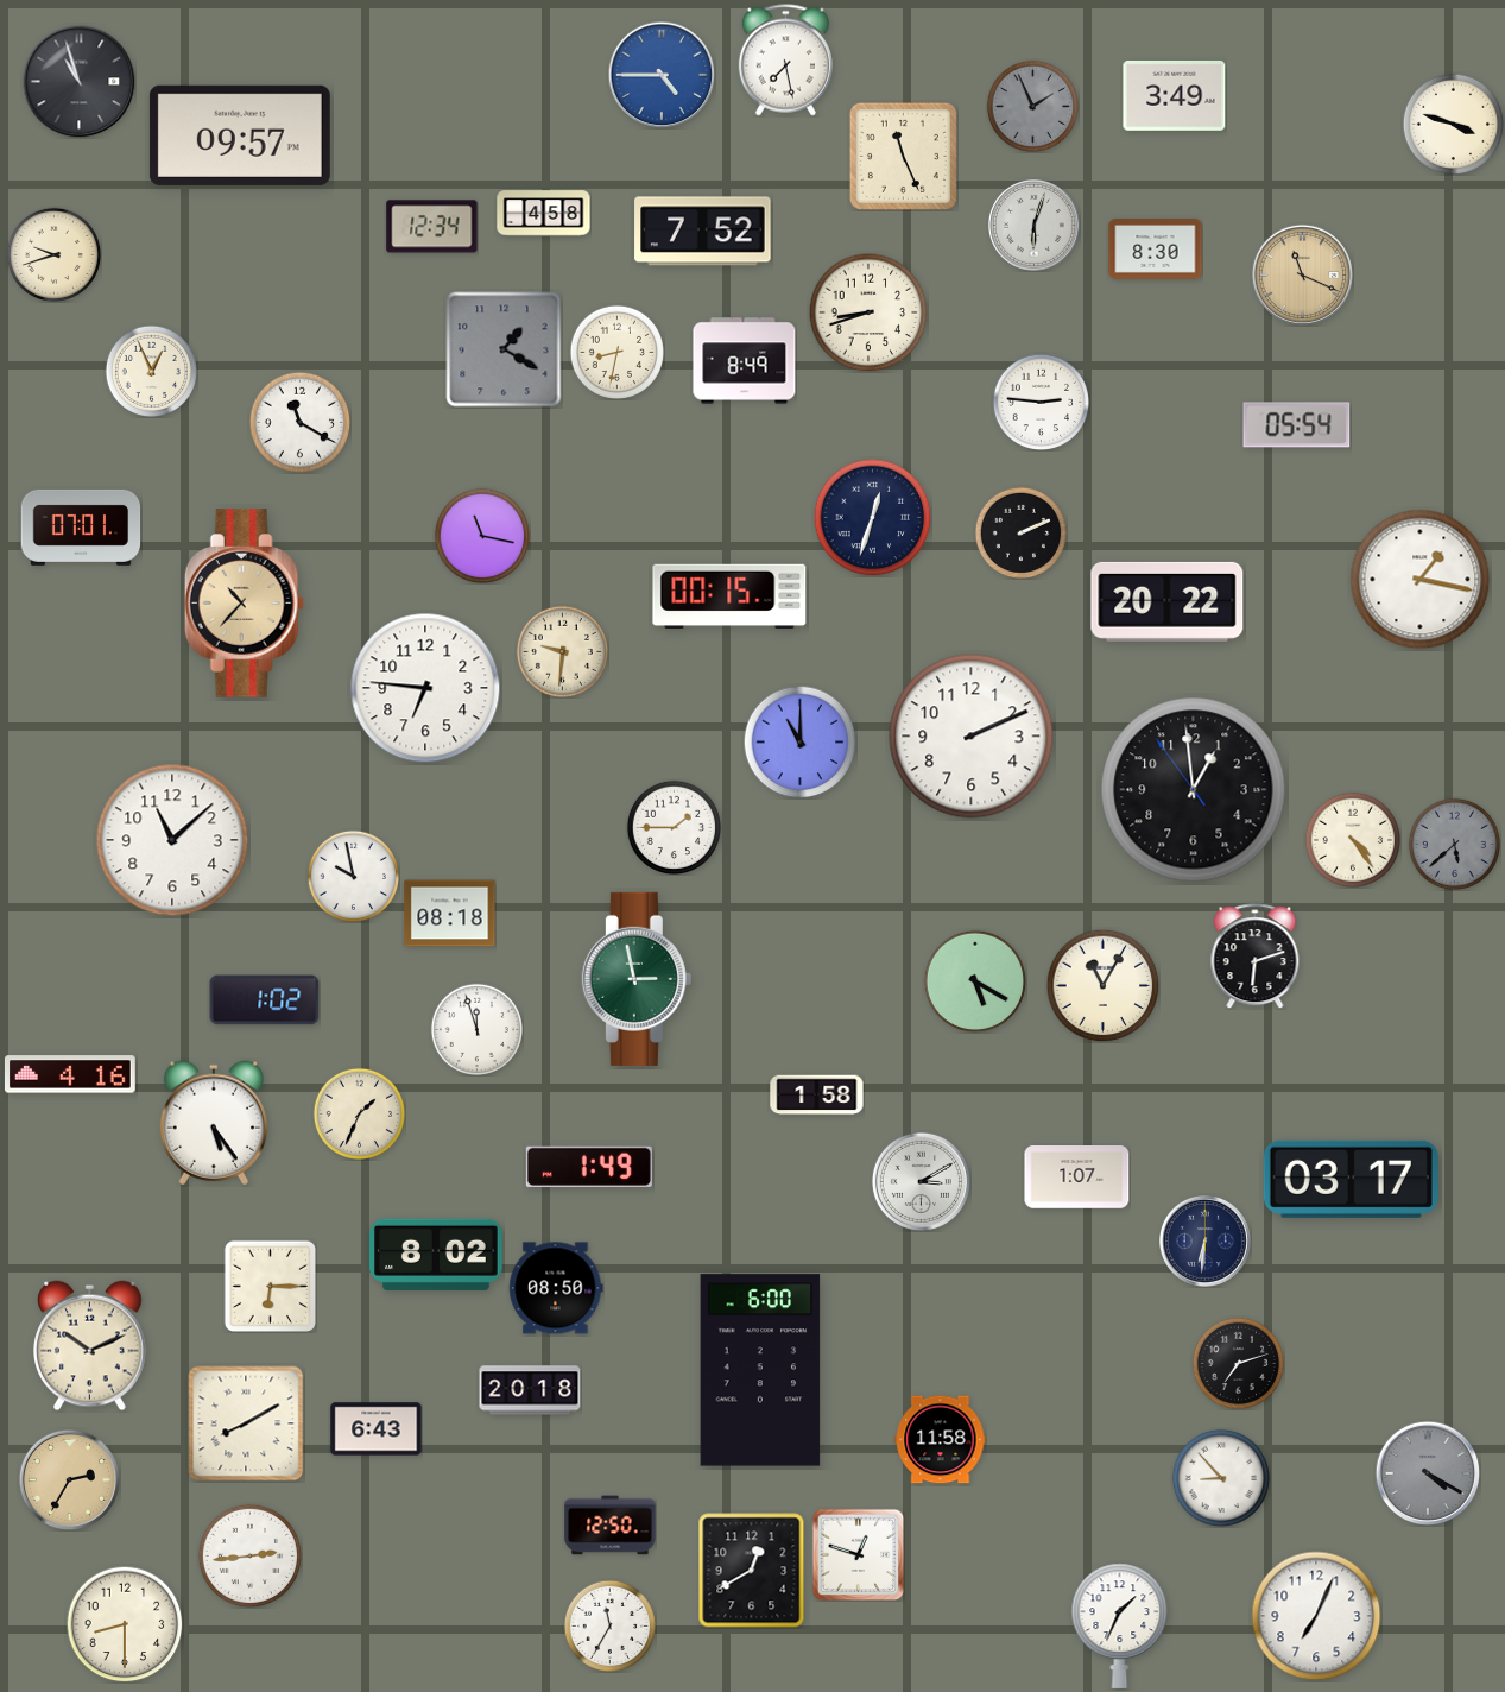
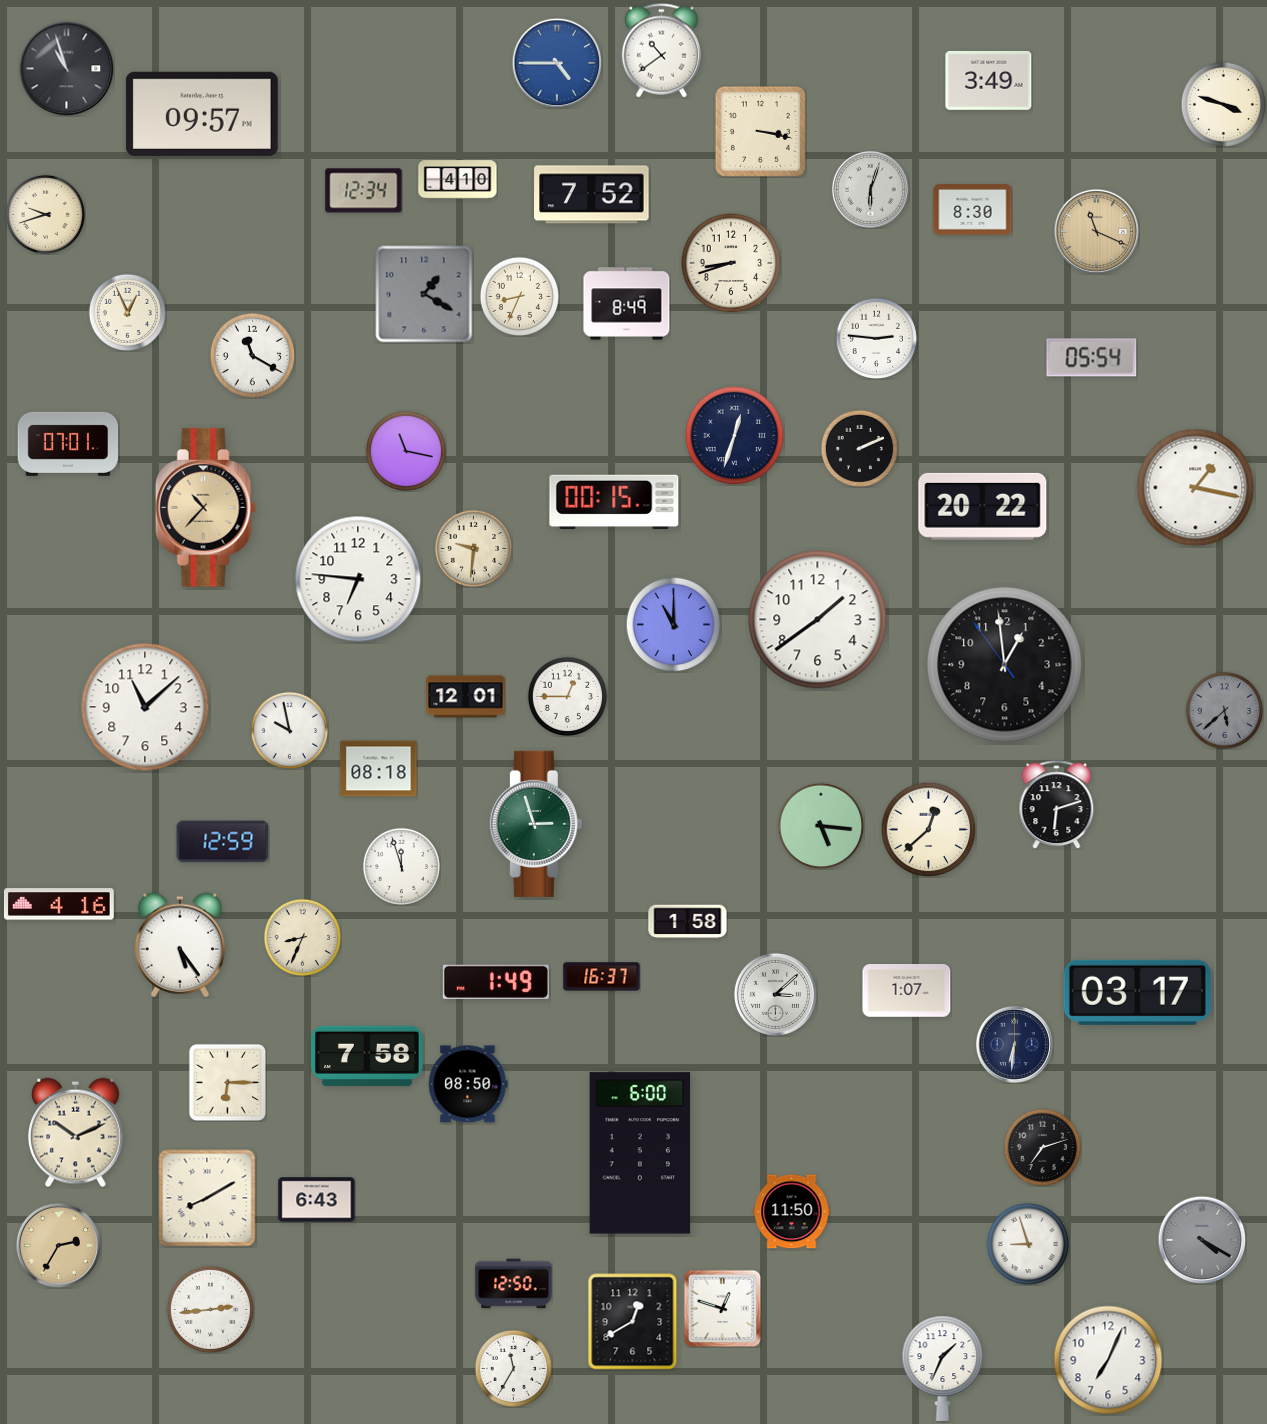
clock at (785, 61): 7:28 -> 10:39
clock at (1032, 106): 1:56 -> none
clock at (903, 156): 11:26 -> 3:17
clock at (544, 214): 4:58 -> 4:10
clock at (616, 352): 8:32 -> 8:34
clock at (972, 737): 2:11 -> 1:39
clock at (674, 827): 1:45 -> 12:45
clock at (466, 697): none -> 12:01
clock at (1352, 839): 4:24 -> none
clock at (353, 876) position: (353, 876) -> (289, 730)
clock at (637, 979): 2:58 -> 2:57
clock at (975, 981): 5:20 -> 5:16
clock at (1102, 985): 11:05 -> 12:38
clock at (265, 1000): 1:02 -> 12:59
clock at (359, 1113): 1:34 -> 8:34
clock at (602, 977): none -> 16:37
clock at (921, 1181): 3:10 -> 3:08
clock at (437, 1255): 8:02 -> 7:58
clock at (530, 1390): 20:18 -> none
clock at (377, 1429) position: (377, 1429) -> (317, 1200)
clock at (941, 1440): 11:58 -> 11:50
clock at (1221, 1478): 8:53 -> 8:57
clock at (125, 1624): 8:30 -> none
